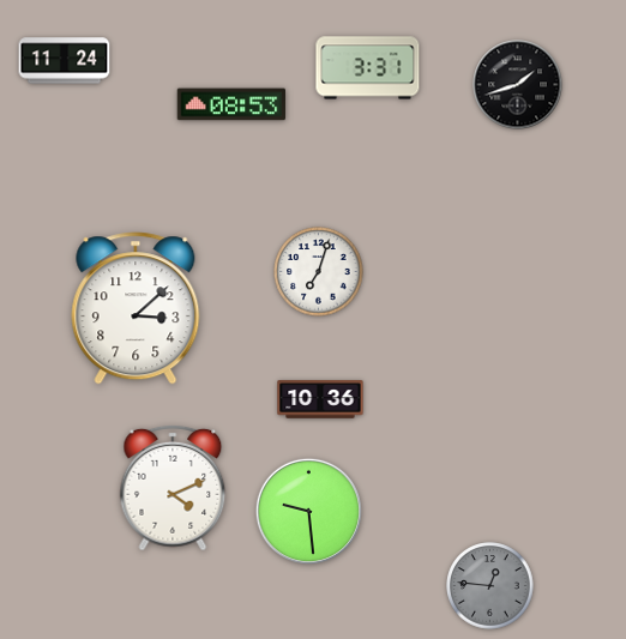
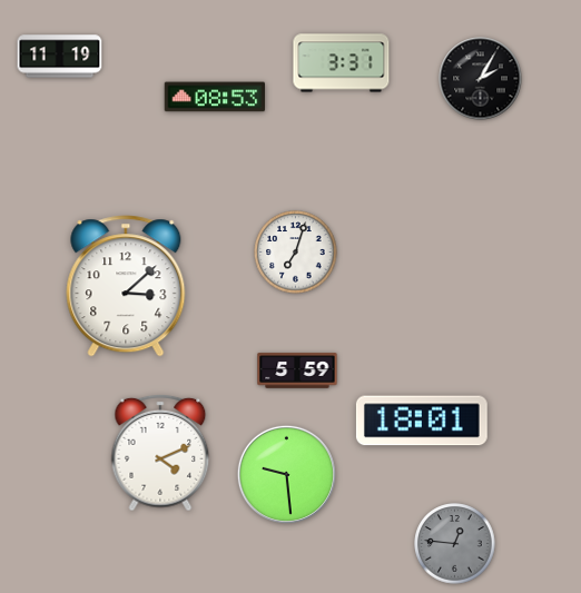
clock at (65, 61): 11:24 -> 11:19
clock at (518, 85): 1:42 -> 2:05
clock at (320, 399): 10:36 -> 5:59
clock at (422, 421): none -> 18:01
